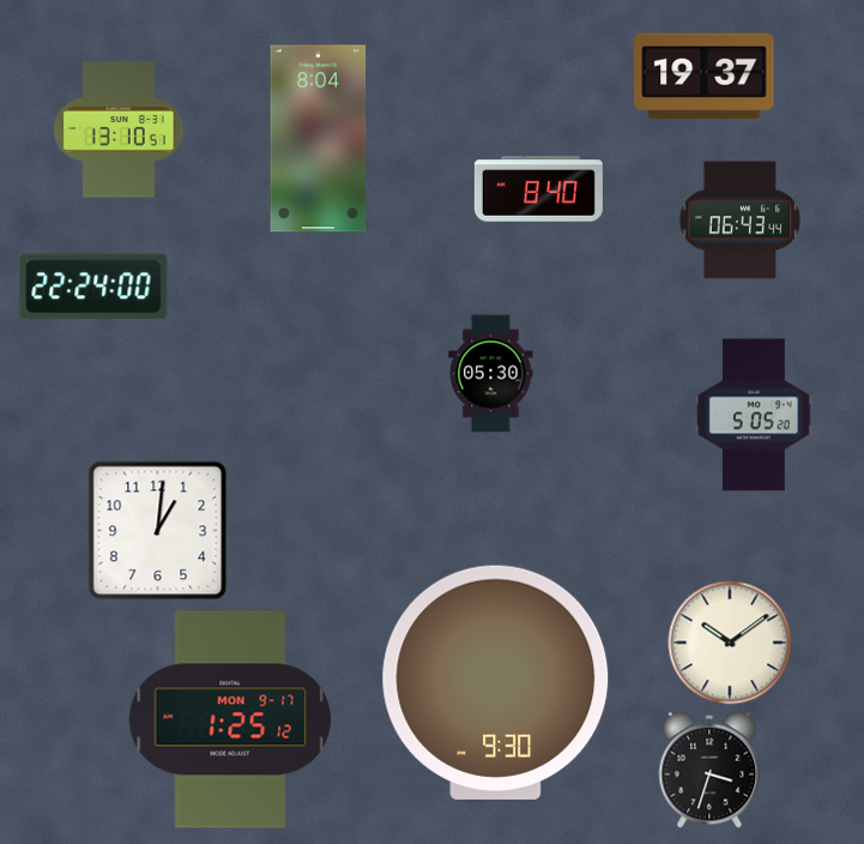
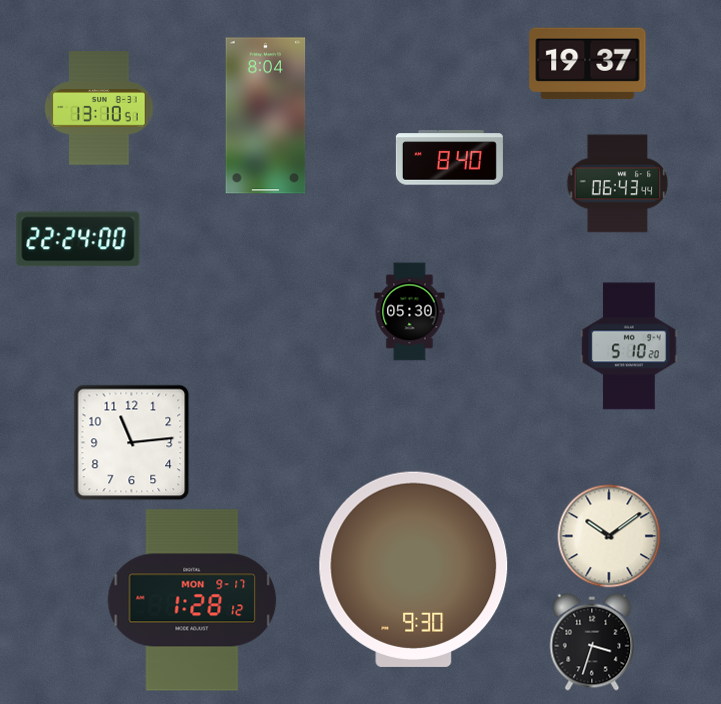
clock at (754, 415): 5:05 -> 5:10
clock at (158, 531): 1:01 -> 11:14
clock at (230, 719): 1:25 -> 1:28
